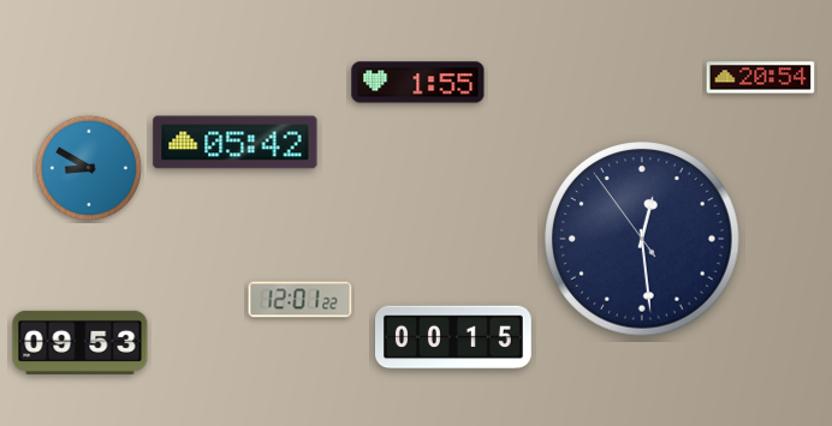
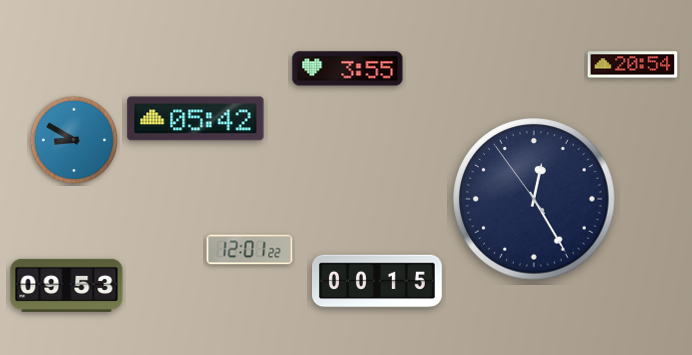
clock at (418, 83): 1:55 -> 3:55
clock at (642, 239): 12:28 -> 12:24
